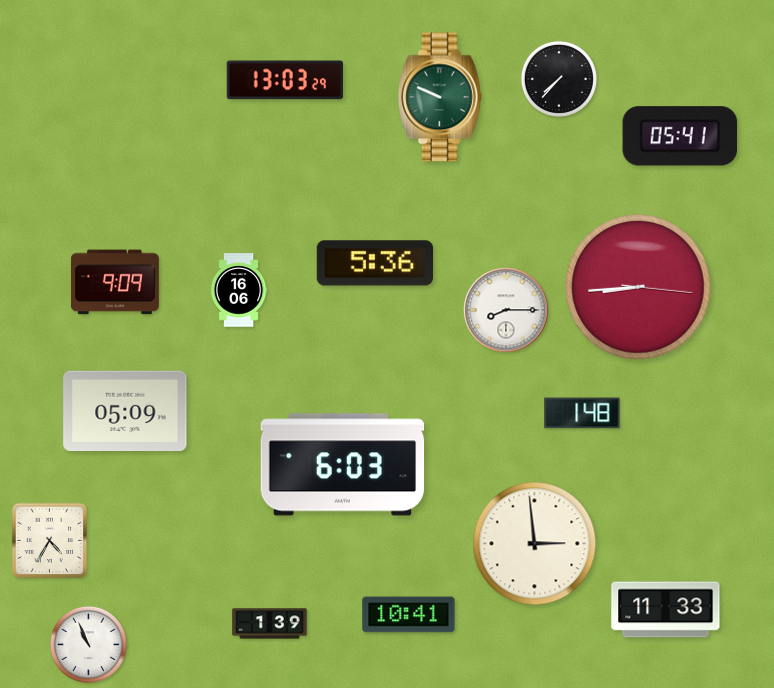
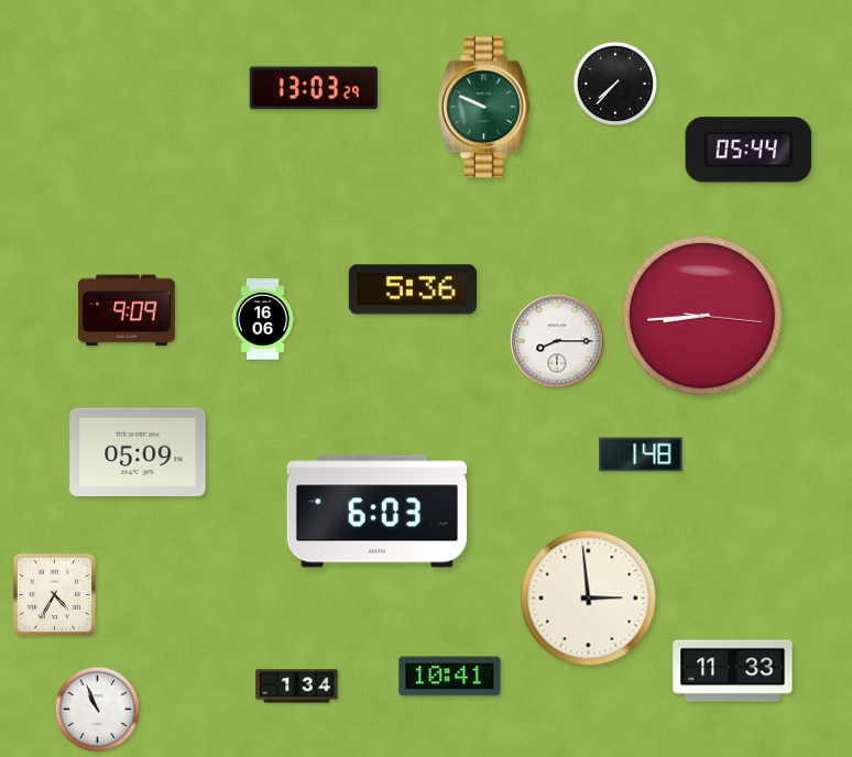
clock at (558, 78) position: (558, 78) -> (614, 83)
clock at (680, 136): 05:41 -> 05:44
clock at (270, 624): 1:39 -> 1:34
